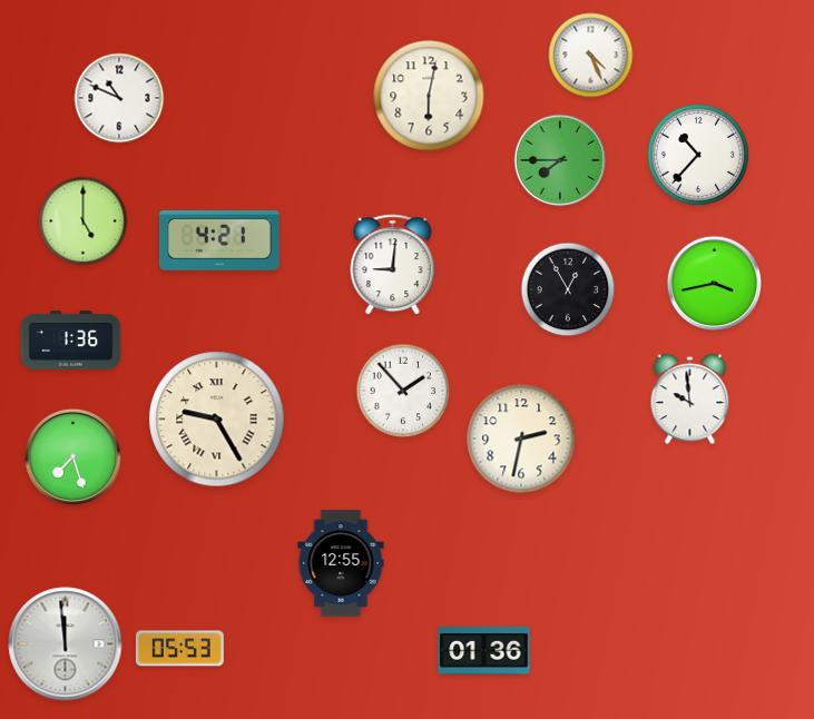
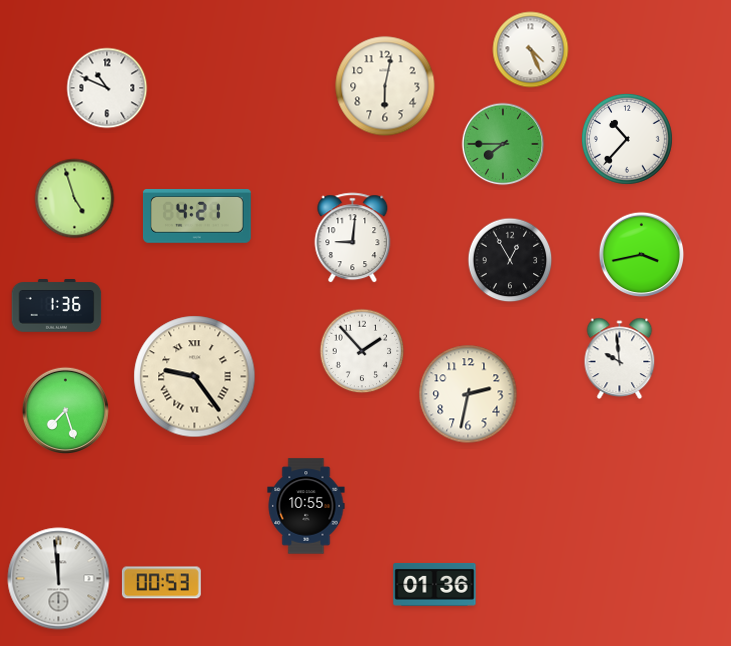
clock at (84, 221): 5:00 -> 4:57
clock at (71, 341) position: (71, 341) -> (57, 306)
clock at (217, 420): 9:25 -> 9:24
clock at (341, 563): 12:55 -> 10:55
clock at (179, 649): 05:53 -> 00:53
